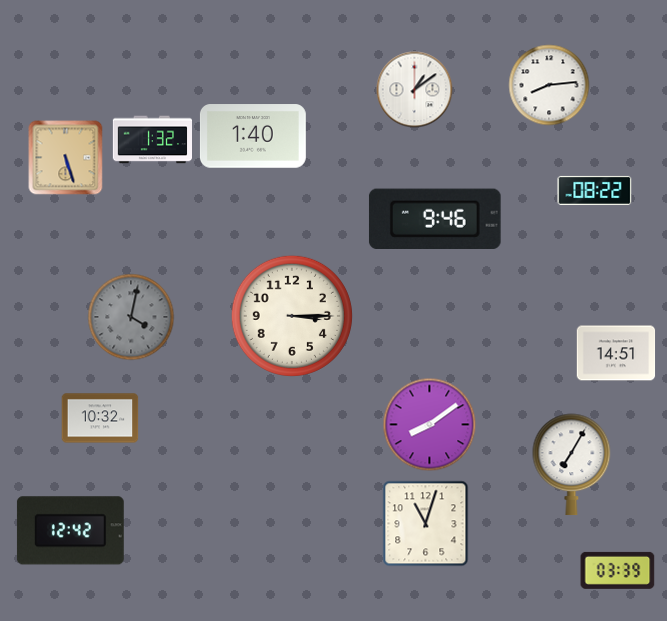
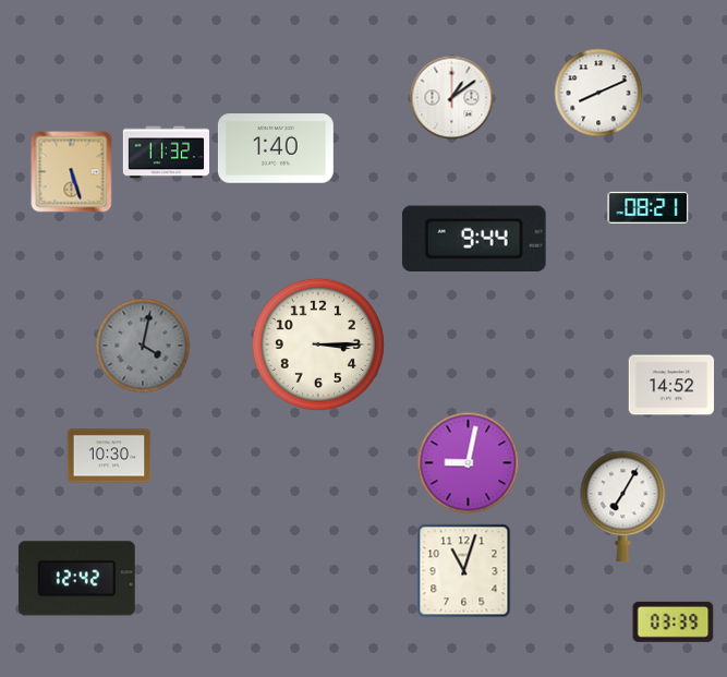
clock at (549, 85): 8:14 -> 8:11
clock at (153, 140): 1:32 -> 11:32
clock at (595, 190): 08:22 -> 08:21
clock at (435, 218): 9:46 -> 9:44
clock at (616, 353): 14:51 -> 14:52
clock at (100, 418): 10:32 -> 10:30
clock at (430, 425): 8:09 -> 9:02
